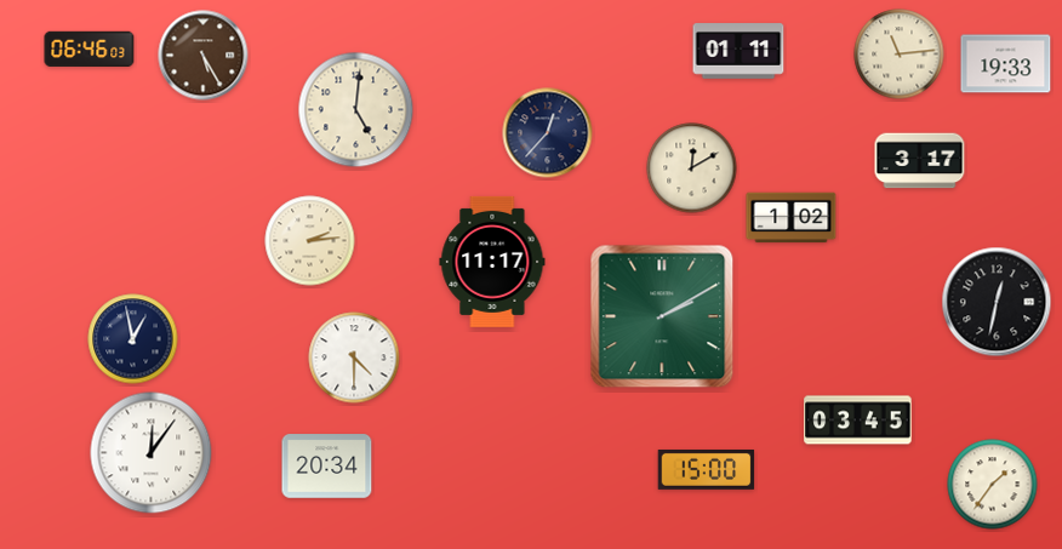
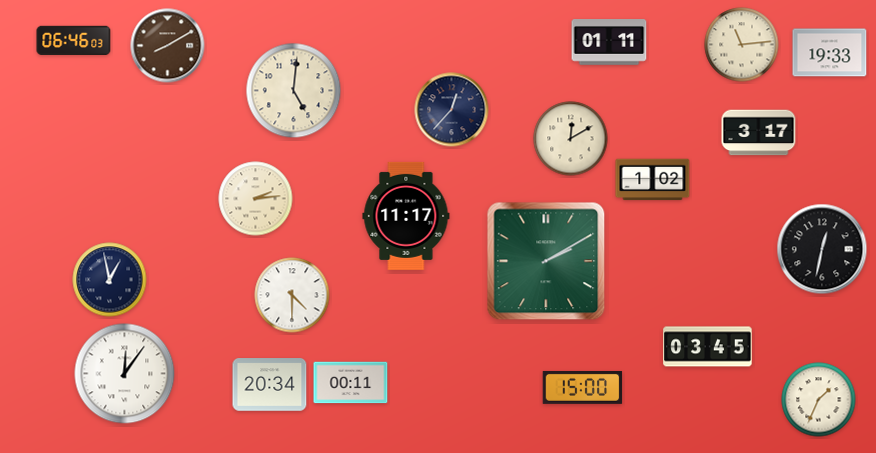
clock at (204, 56): 5:25 -> 8:10
clock at (351, 383): none -> 00:11
clock at (993, 485): 1:36 -> 1:34
